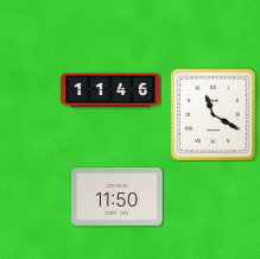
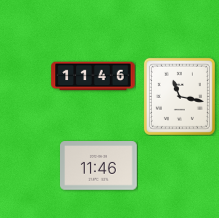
clock at (213, 114): 11:20 -> 11:17
clock at (118, 197): 11:50 -> 11:46
